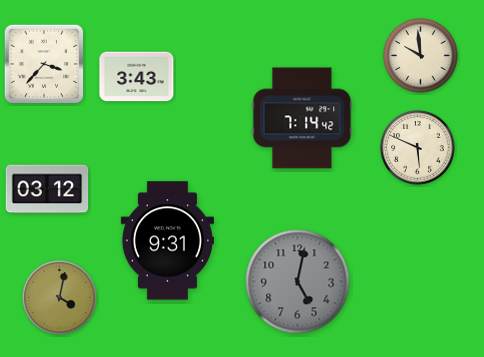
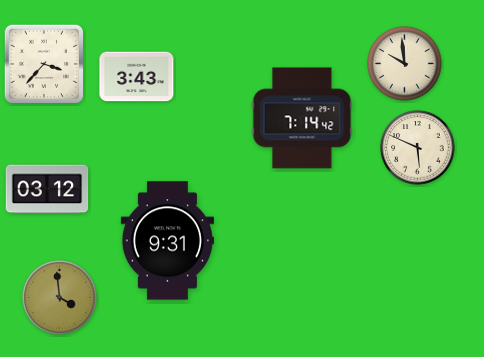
clock at (421, 56) position: (421, 56) -> (405, 64)
clock at (298, 282): 5:02 -> none
clock at (60, 298): 4:02 -> 3:59
